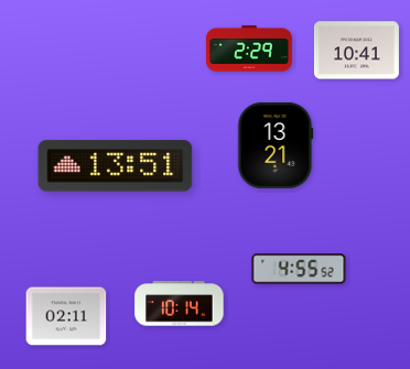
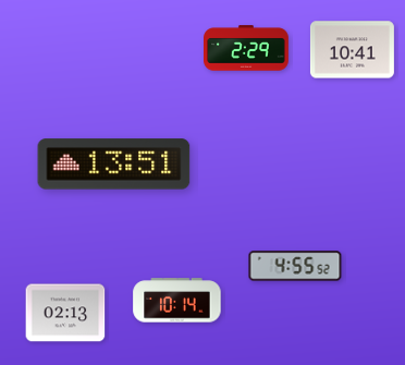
clock at (276, 145): 13:21 -> none
clock at (66, 316): 02:11 -> 02:13
